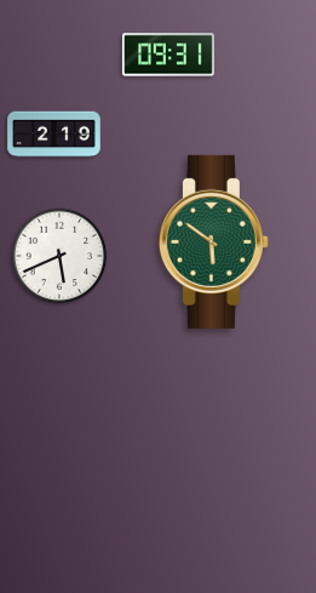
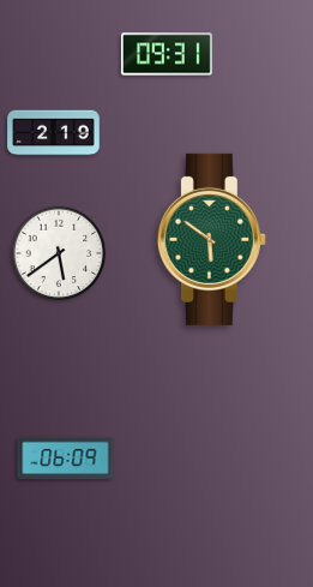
clock at (59, 256): 5:41 -> 5:39
clock at (66, 457): none -> 06:09
